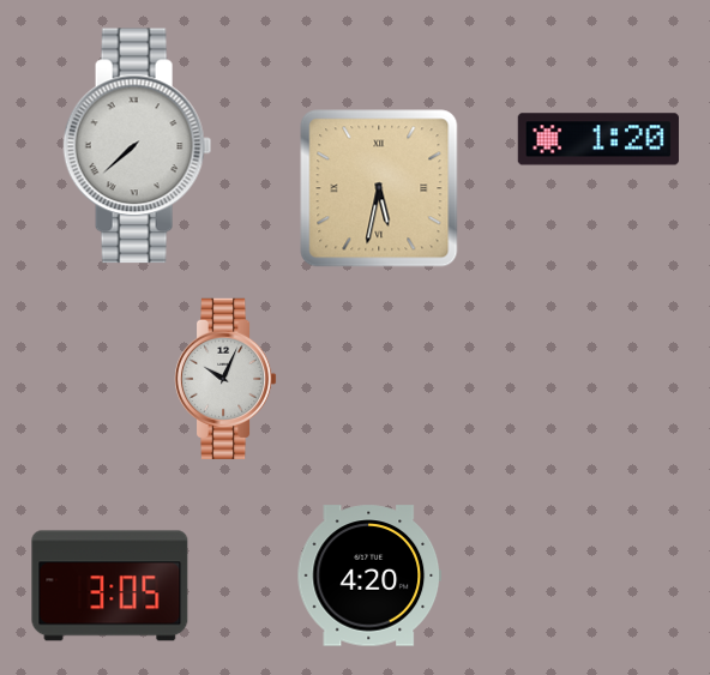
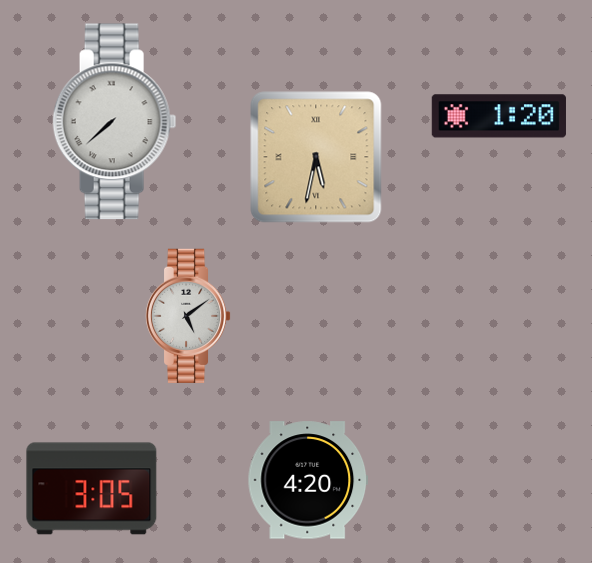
clock at (225, 379): 10:04 -> 5:09
